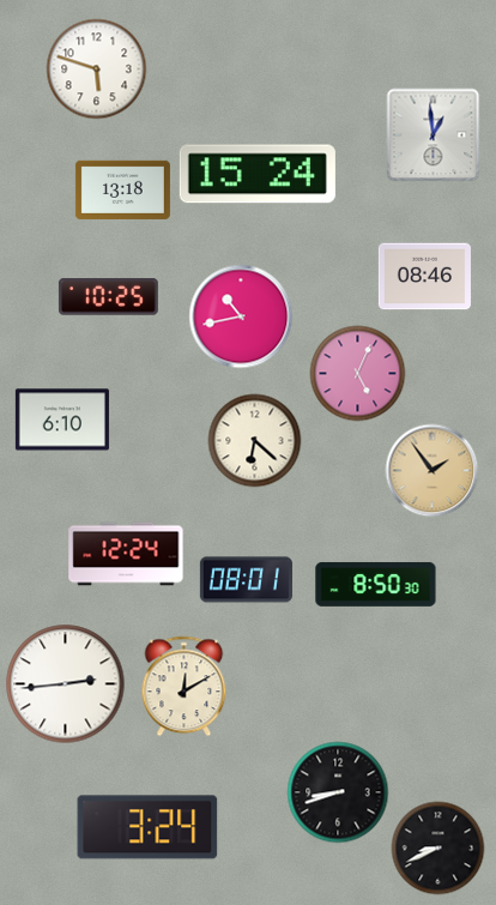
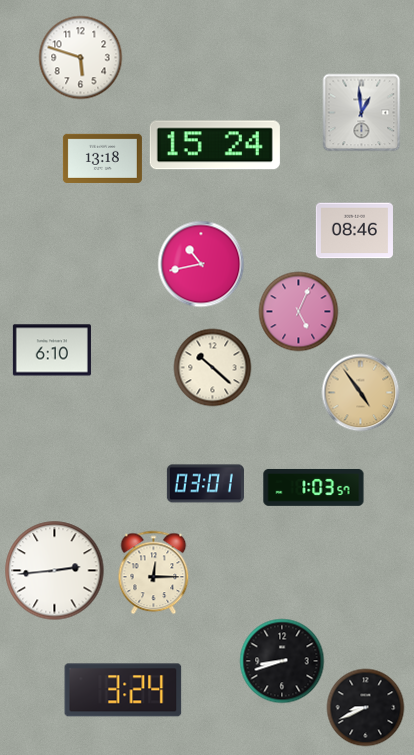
clock at (108, 297): 10:25 -> none
clock at (254, 440): 6:22 -> 10:22
clock at (431, 470): 1:54 -> 4:54
clock at (126, 554): 12:24 -> none
clock at (246, 580): 08:01 -> 03:01
clock at (376, 585): 8:50 -> 1:03
clock at (185, 686): 12:10 -> 12:15
